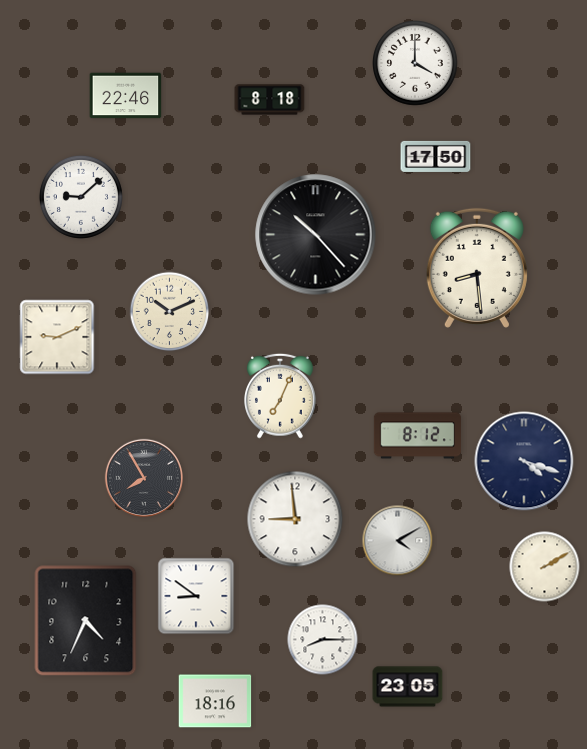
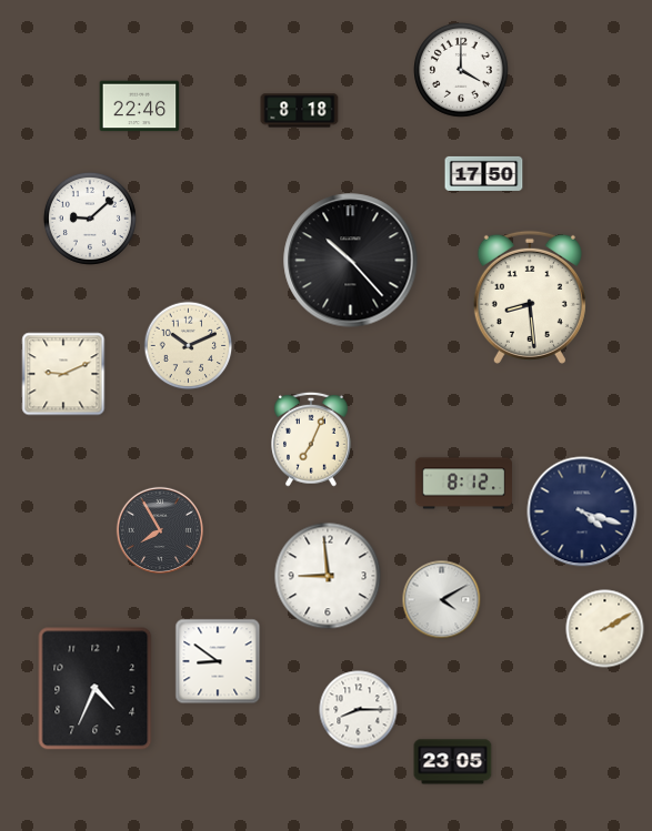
clock at (215, 701): 18:16 -> none
